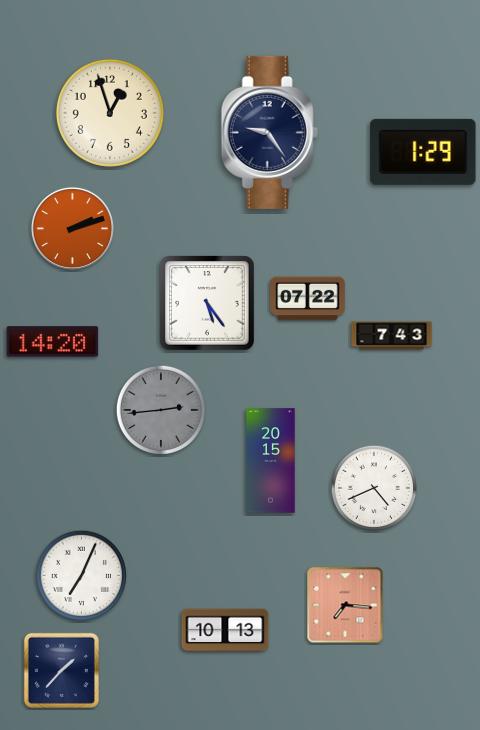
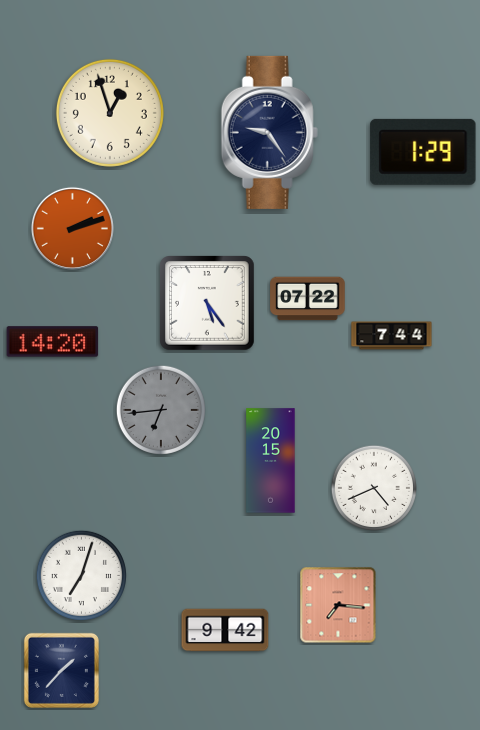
clock at (392, 336): 7:43 -> 7:44
clock at (160, 409): 2:44 -> 6:44
clock at (81, 575): 7:04 -> 7:03
clock at (345, 605) position: (345, 605) -> (338, 605)
clock at (225, 630): 10:13 -> 9:42
